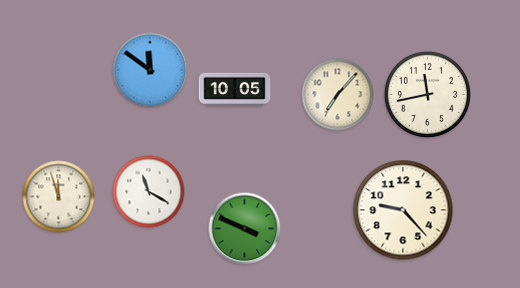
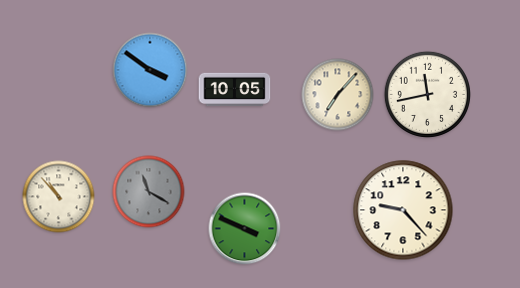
clock at (150, 70): 11:51 -> 3:51
clock at (149, 192) dial: white -> grey
clock at (59, 197): 11:57 -> 10:53
